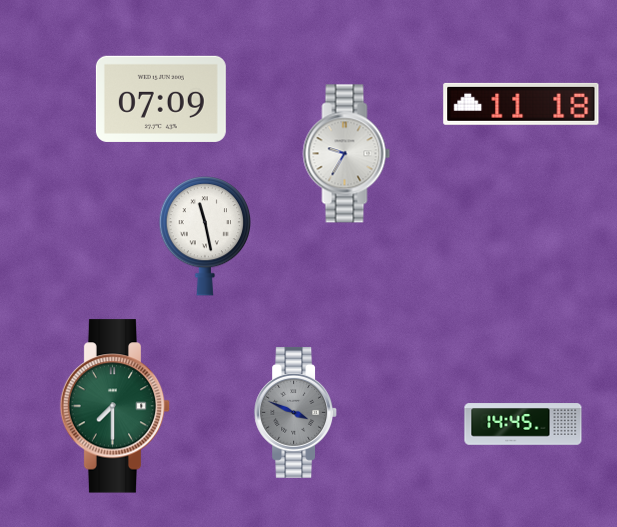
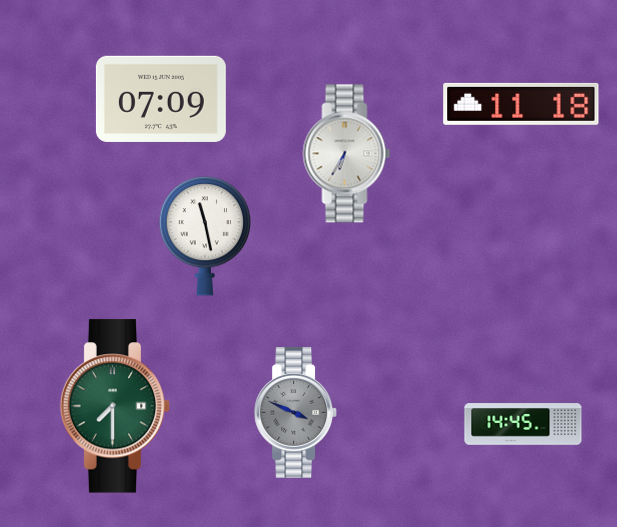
clock at (347, 154): 9:35 -> 6:35
